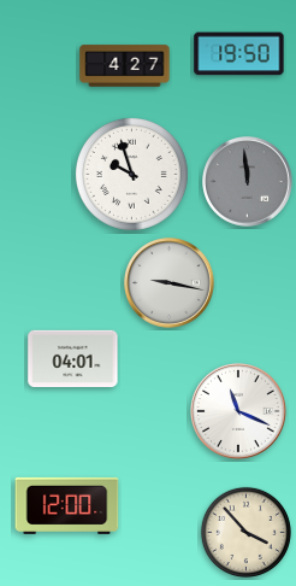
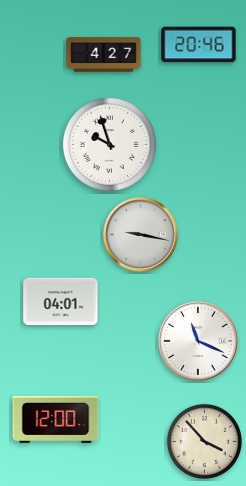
clock at (239, 54): 19:50 -> 20:46
clock at (248, 182): 11:59 -> none
clock at (73, 359) position: (73, 359) -> (61, 302)
